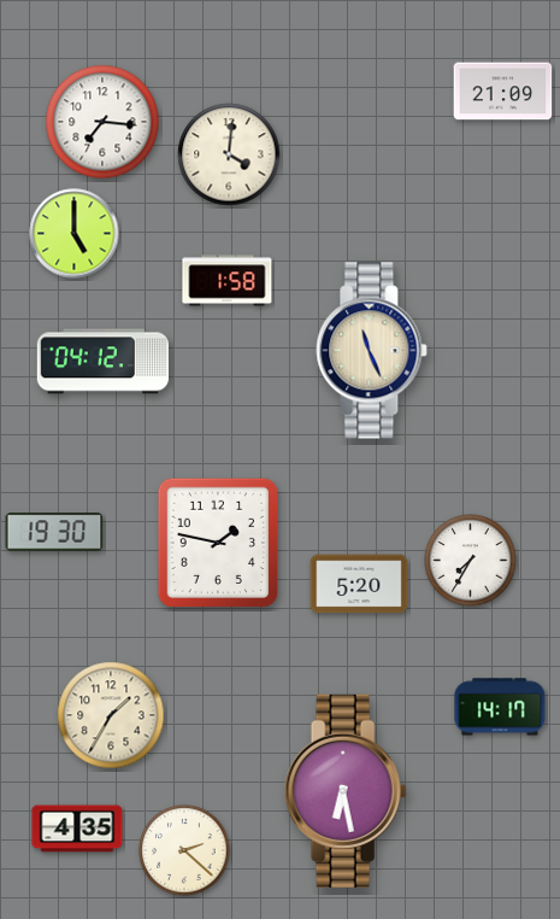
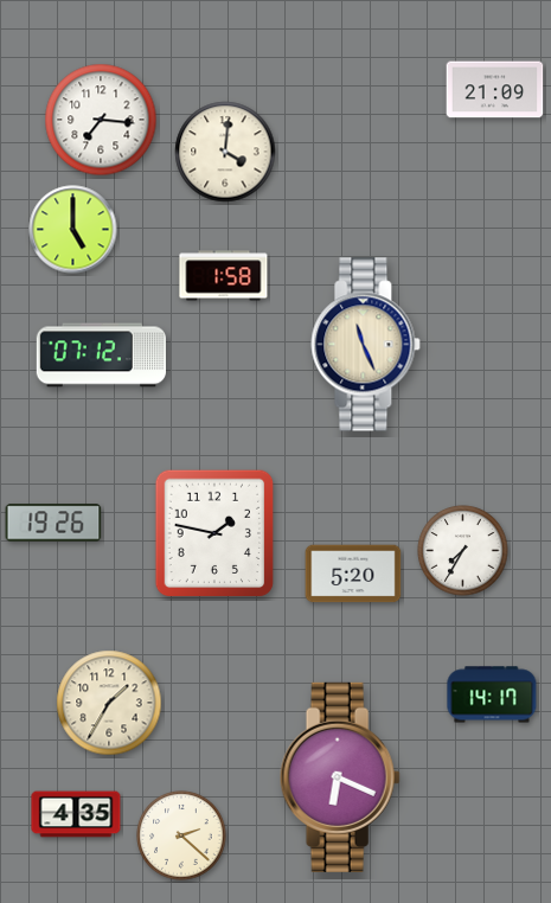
clock at (102, 362): 04:12 -> 07:12
clock at (54, 532): 19:30 -> 19:26
clock at (346, 791): 6:28 -> 6:19
